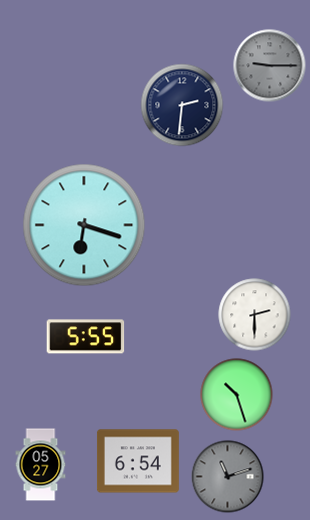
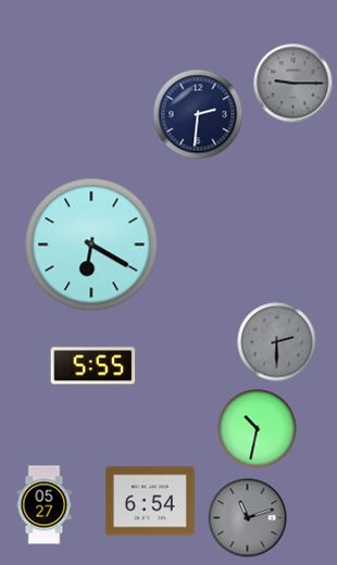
clock at (270, 66) position: (270, 66) -> (294, 84)
clock at (84, 225): 6:18 -> 6:20
clock at (255, 315) dial: white -> grey
clock at (237, 395): 10:27 -> 10:32
